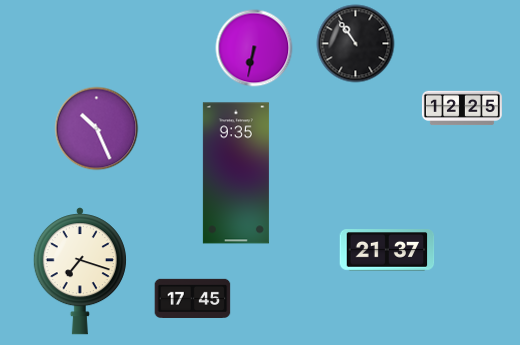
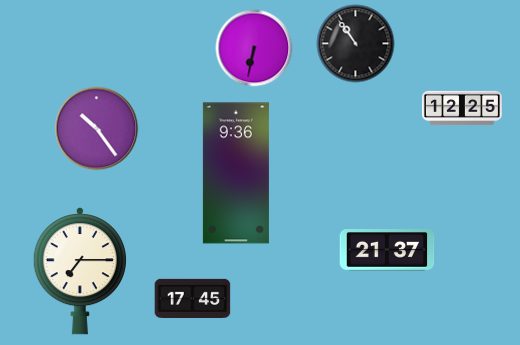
clock at (97, 129): 10:26 -> 10:24
clock at (236, 173): 9:35 -> 9:36
clock at (80, 271): 7:18 -> 7:15
